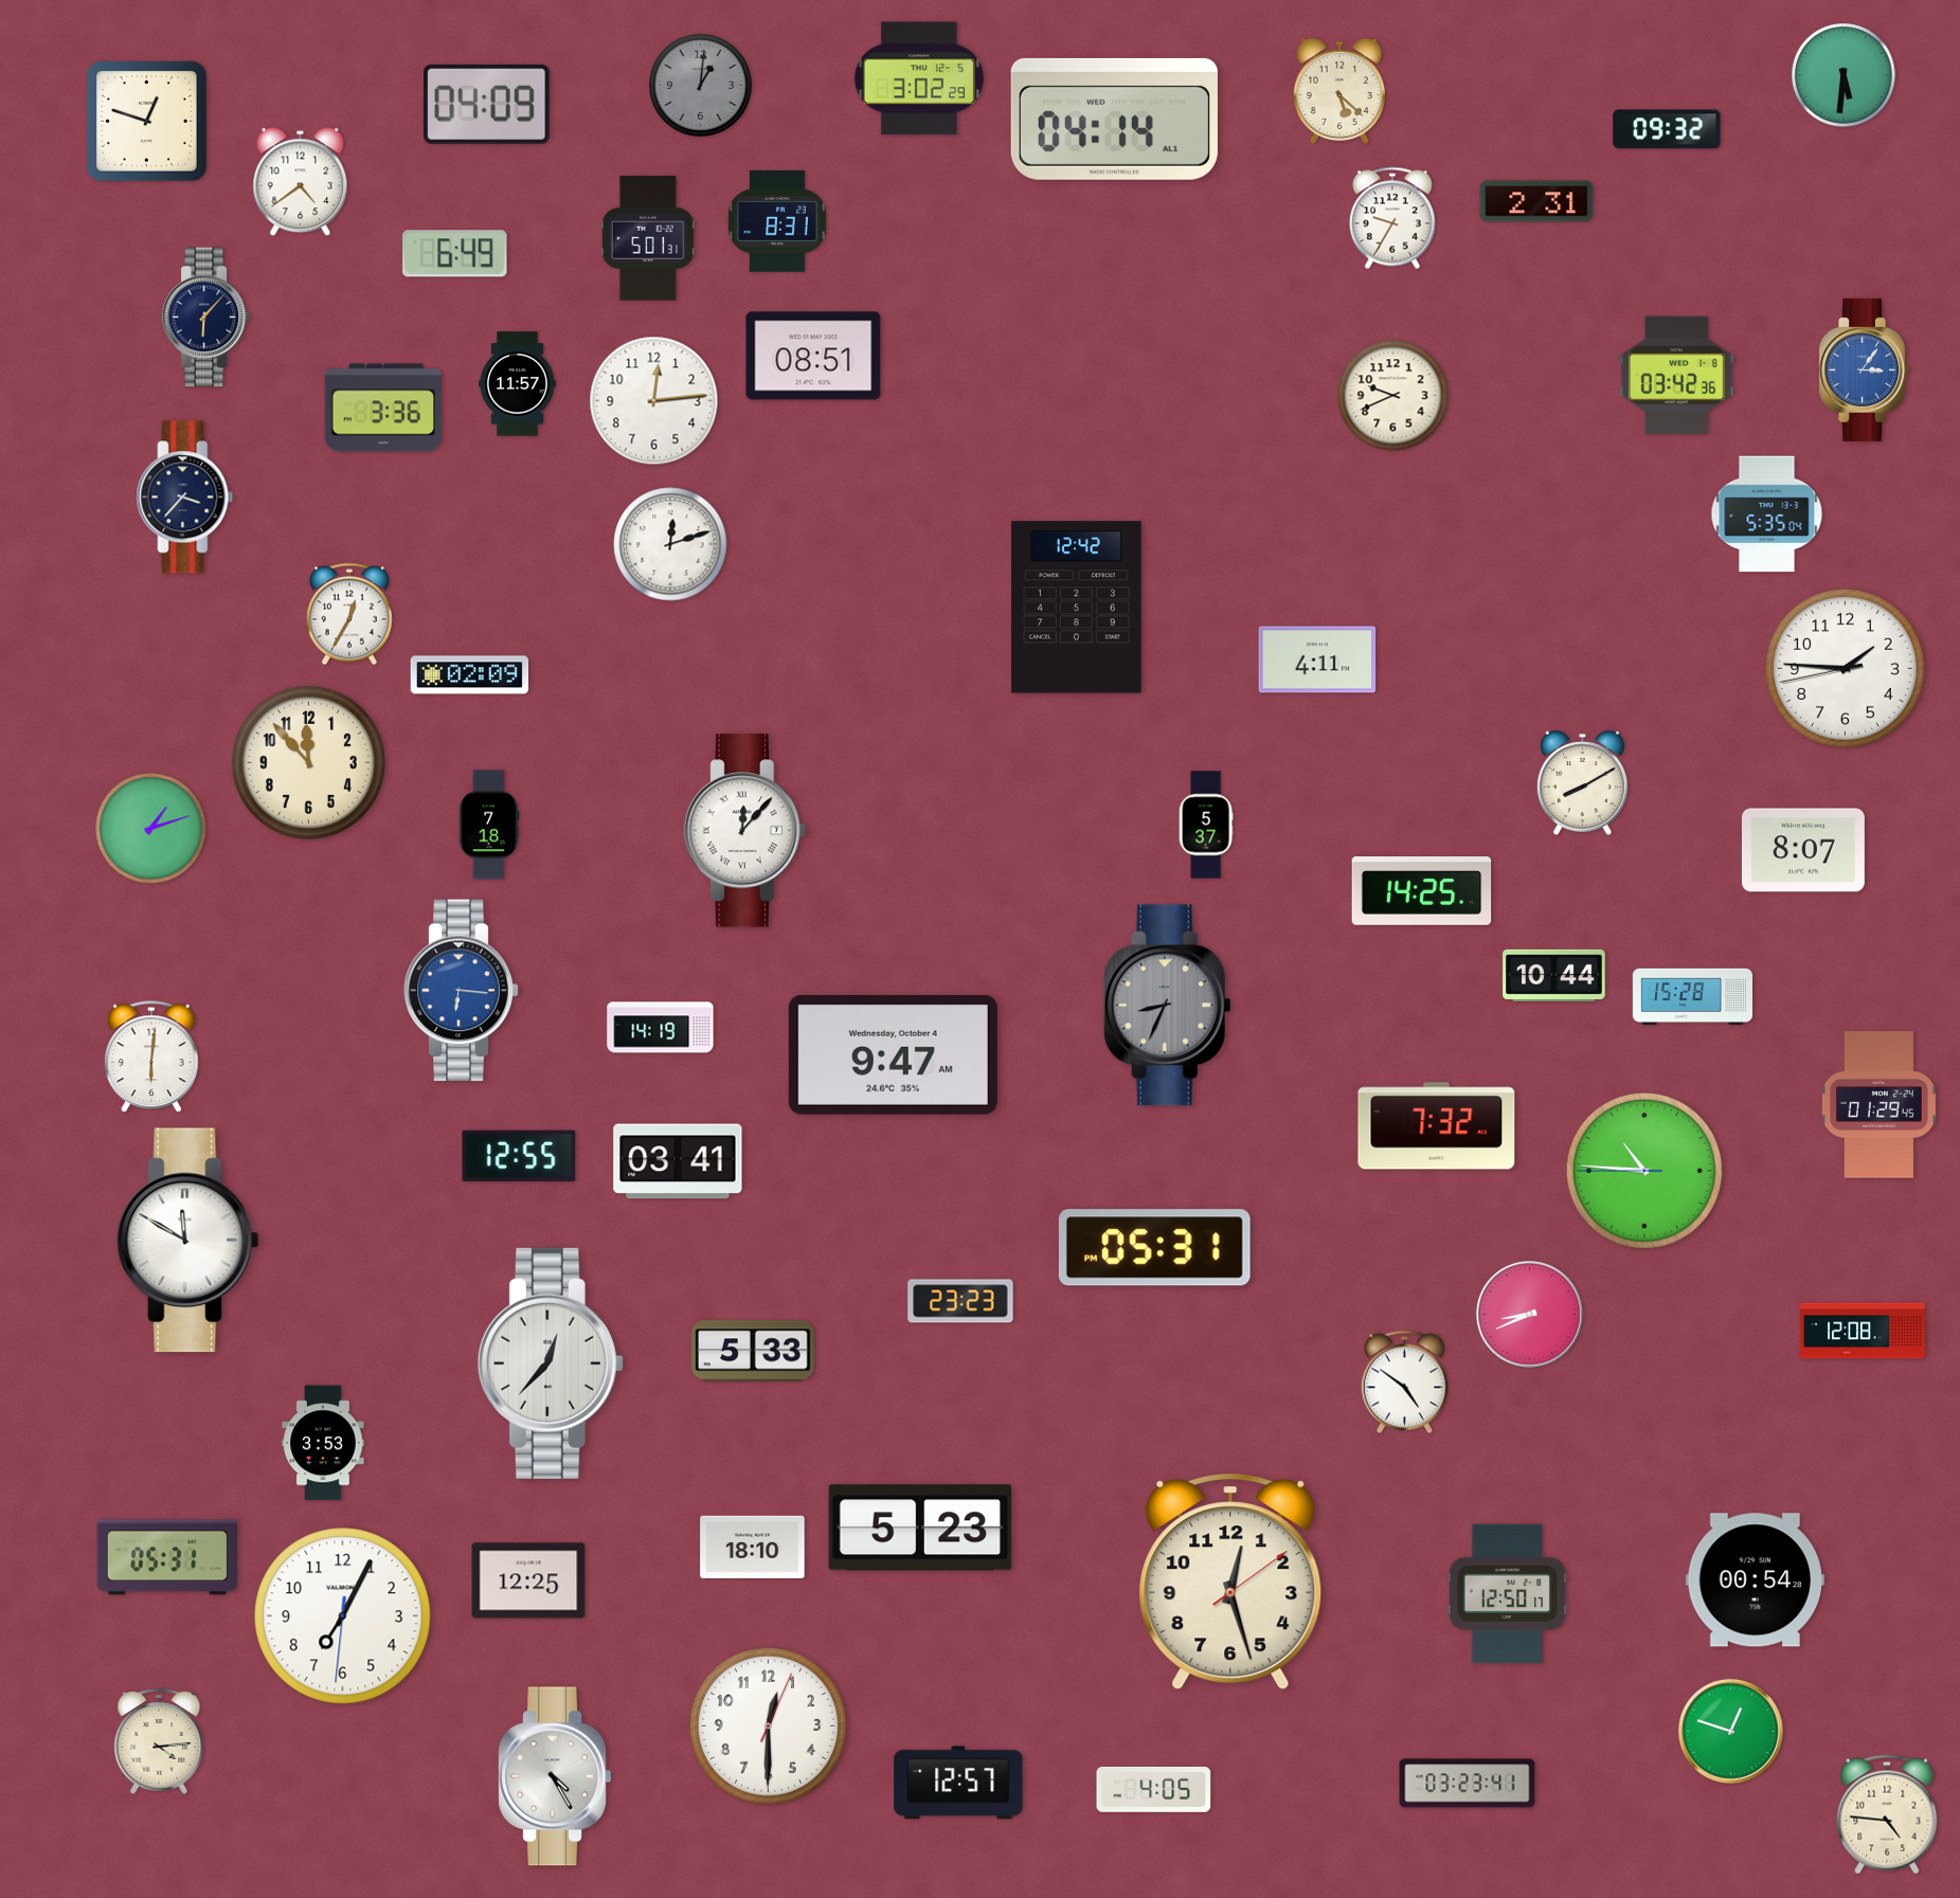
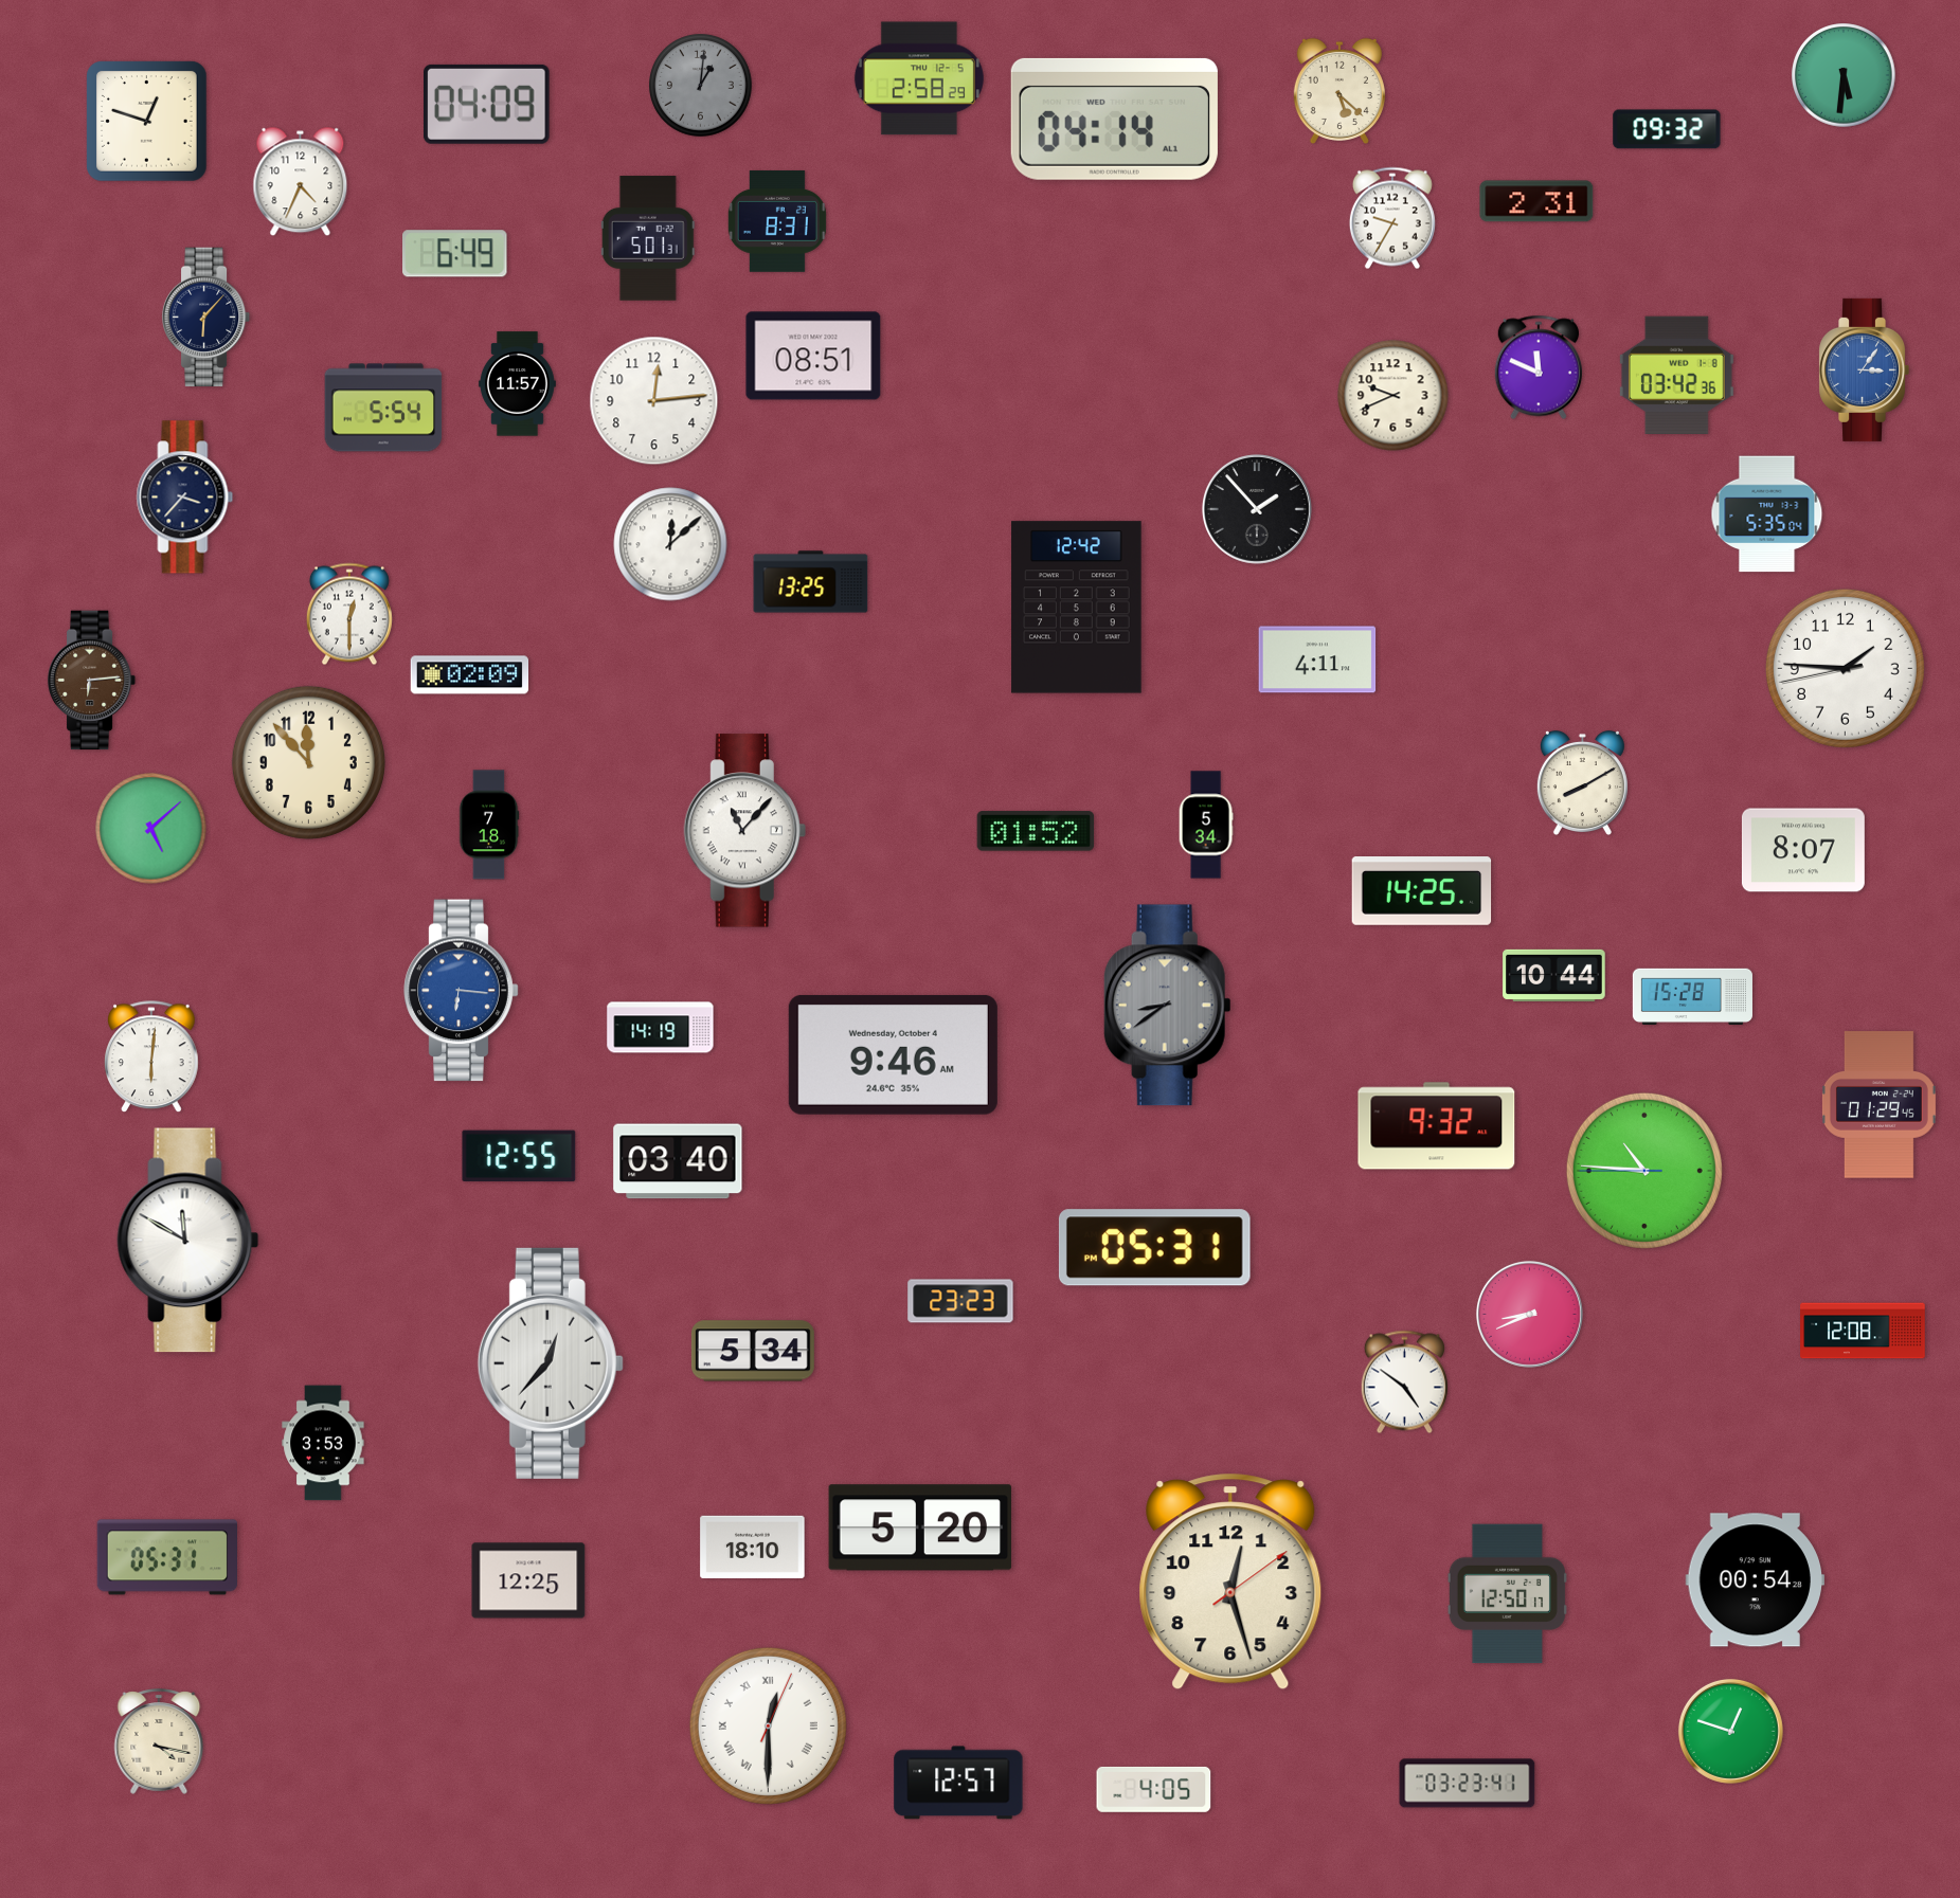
clock at (919, 78): 3:02 -> 2:58
clock at (301, 182): 4:39 -> 4:34
clock at (1538, 367): none -> 11:49
clock at (383, 408): 3:36 -> 5:54
clock at (1257, 509): none -> 1:53
clock at (670, 544): 12:12 -> 12:08
clock at (811, 582): none -> 13:25
clock at (349, 614): 12:35 -> 12:30
clock at (92, 681): none -> 6:14
clock at (1206, 825): 5:37 -> 5:34
clock at (151, 829): 1:12 -> 5:08
clock at (744, 831): 12:07 -> 11:07
clock at (1036, 831): none -> 01:52
clock at (1167, 1006): 8:34 -> 8:39
clock at (893, 1054): 9:47 -> 9:46
clock at (1437, 1126): 7:32 -> 9:32
clock at (678, 1161): 03:41 -> 03:40
clock at (753, 1351): 5:33 -> 5:34
clock at (920, 1528): 5:23 -> 5:20
clock at (343, 1616): 7:04 -> none
clock at (768, 1725) numerals: Arabic -> Roman
clock at (159, 1741): 4:14 -> 4:17
clock at (555, 1776): 4:25 -> none
clock at (1887, 1814): 4:46 -> none
